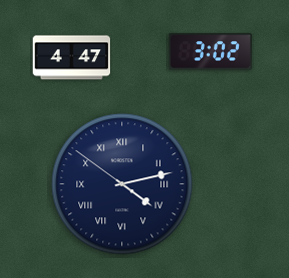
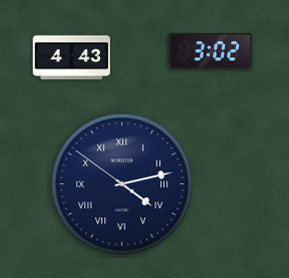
clock at (72, 58): 4:47 -> 4:43
